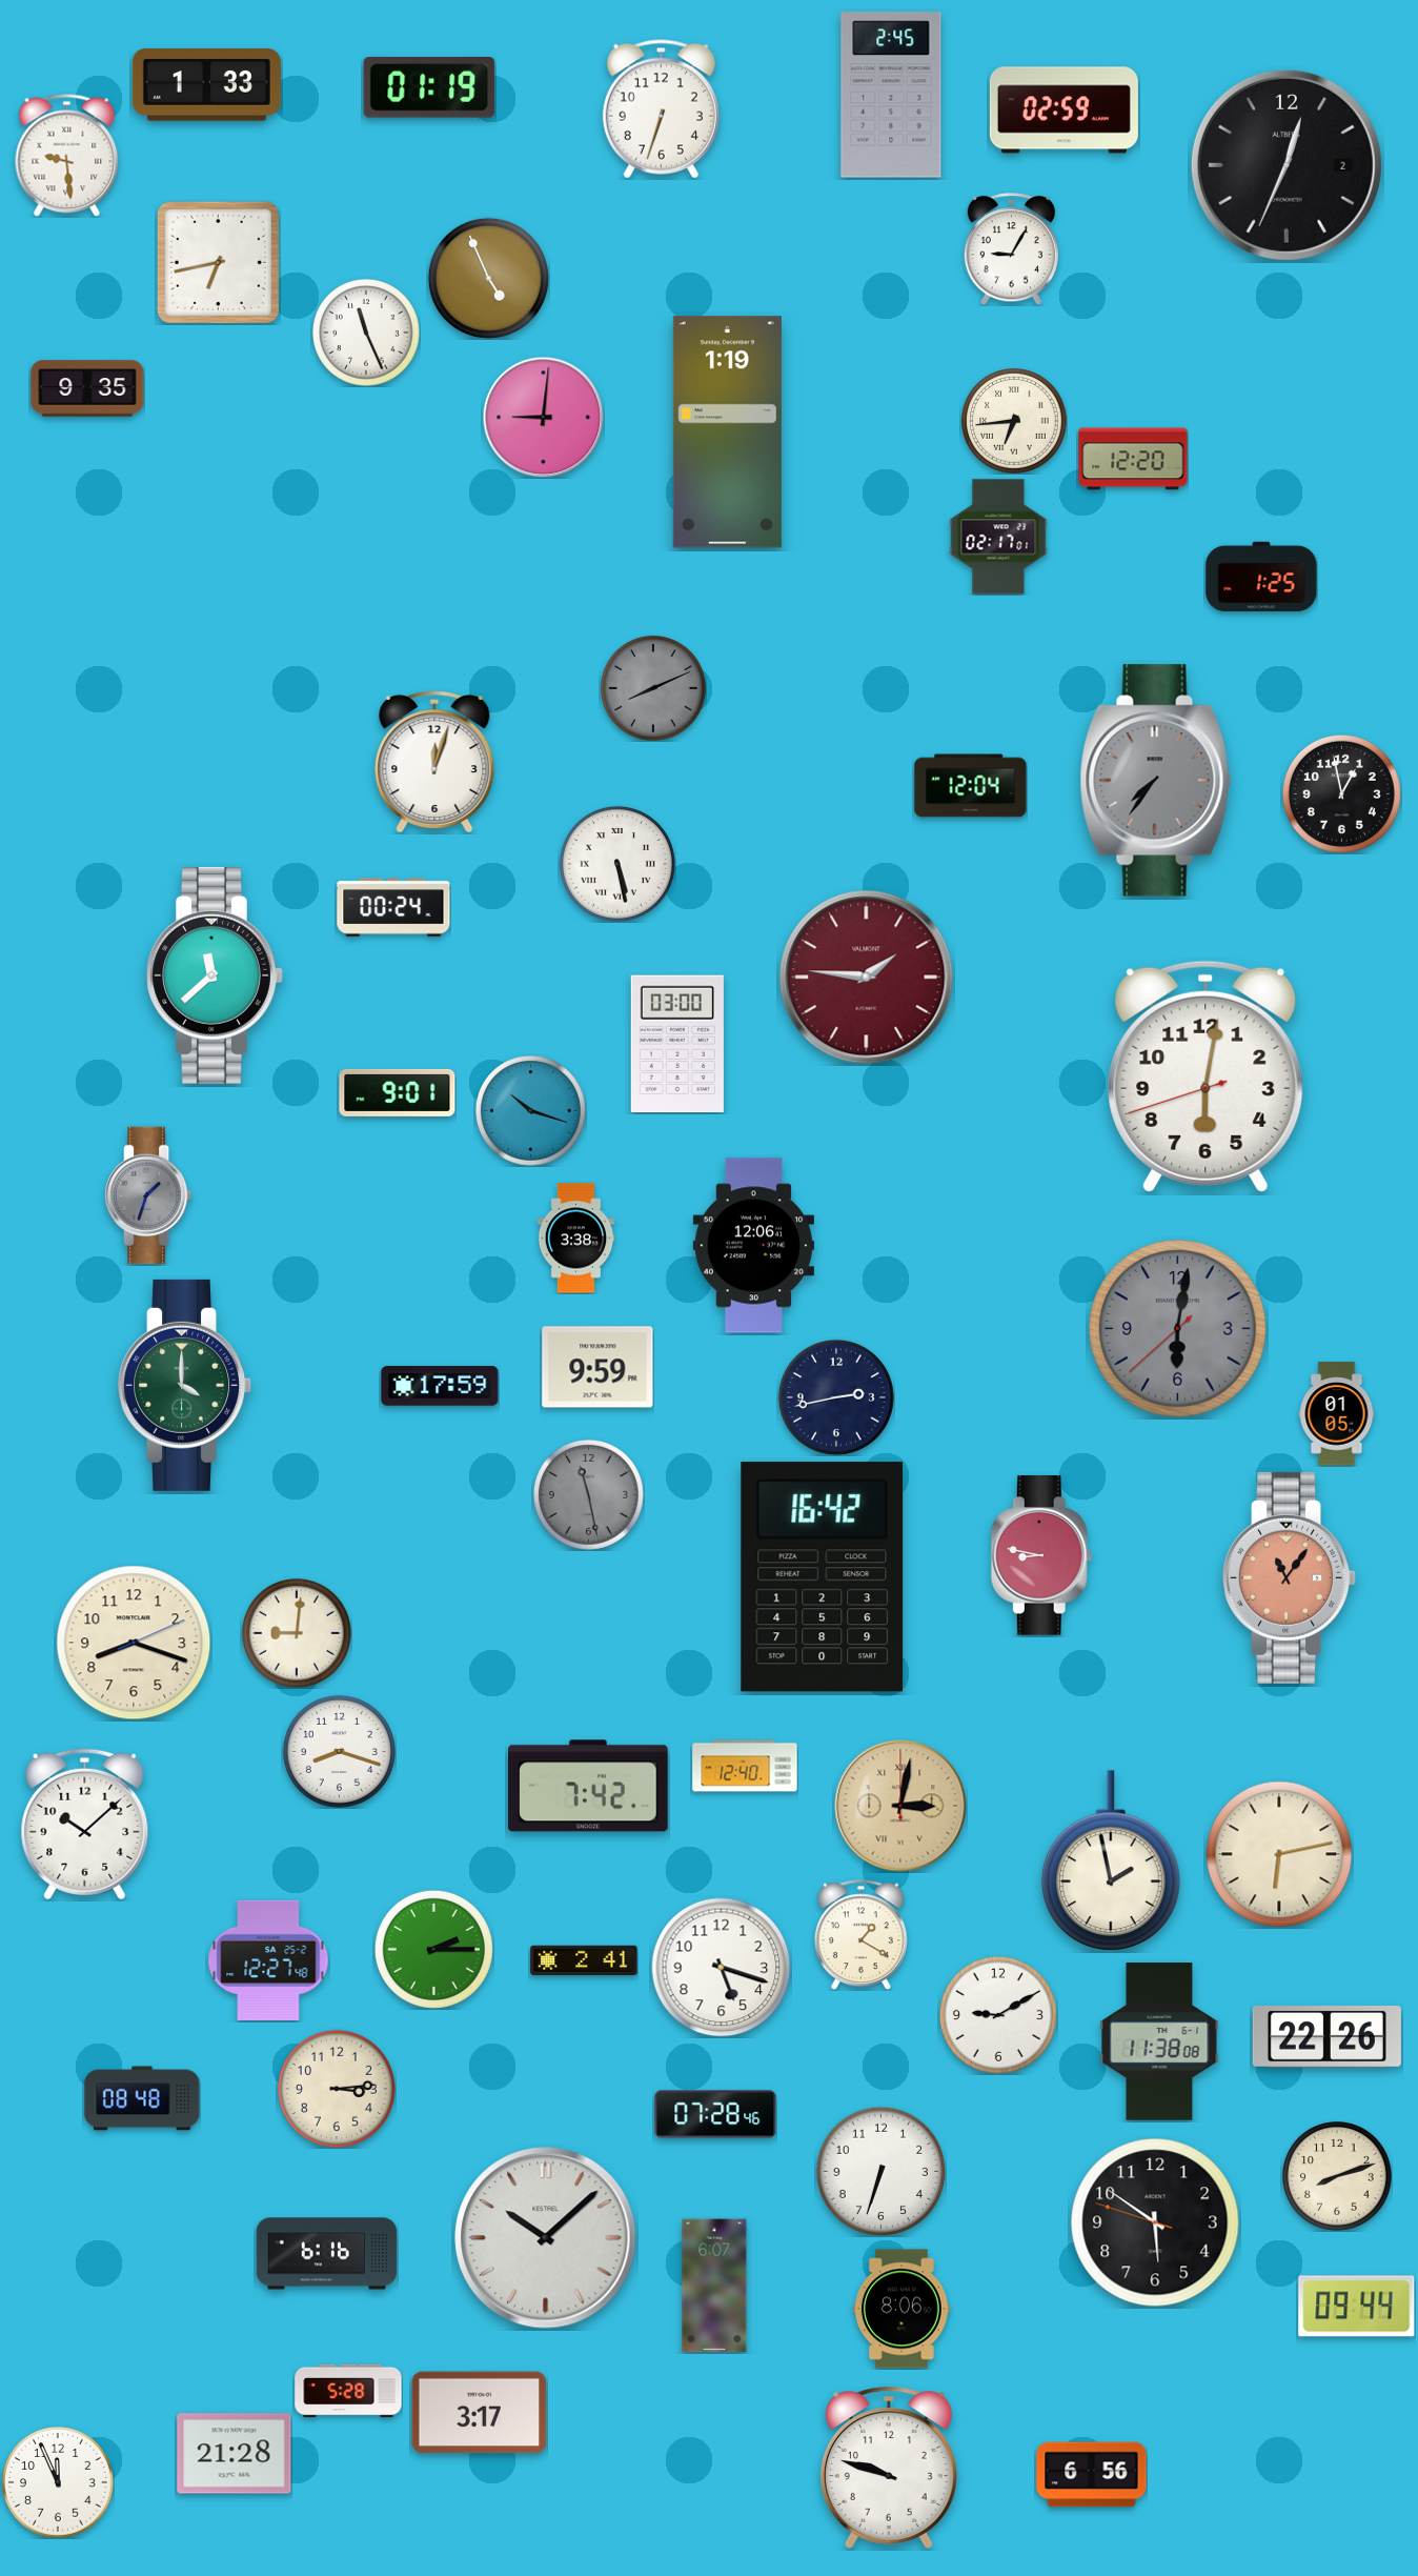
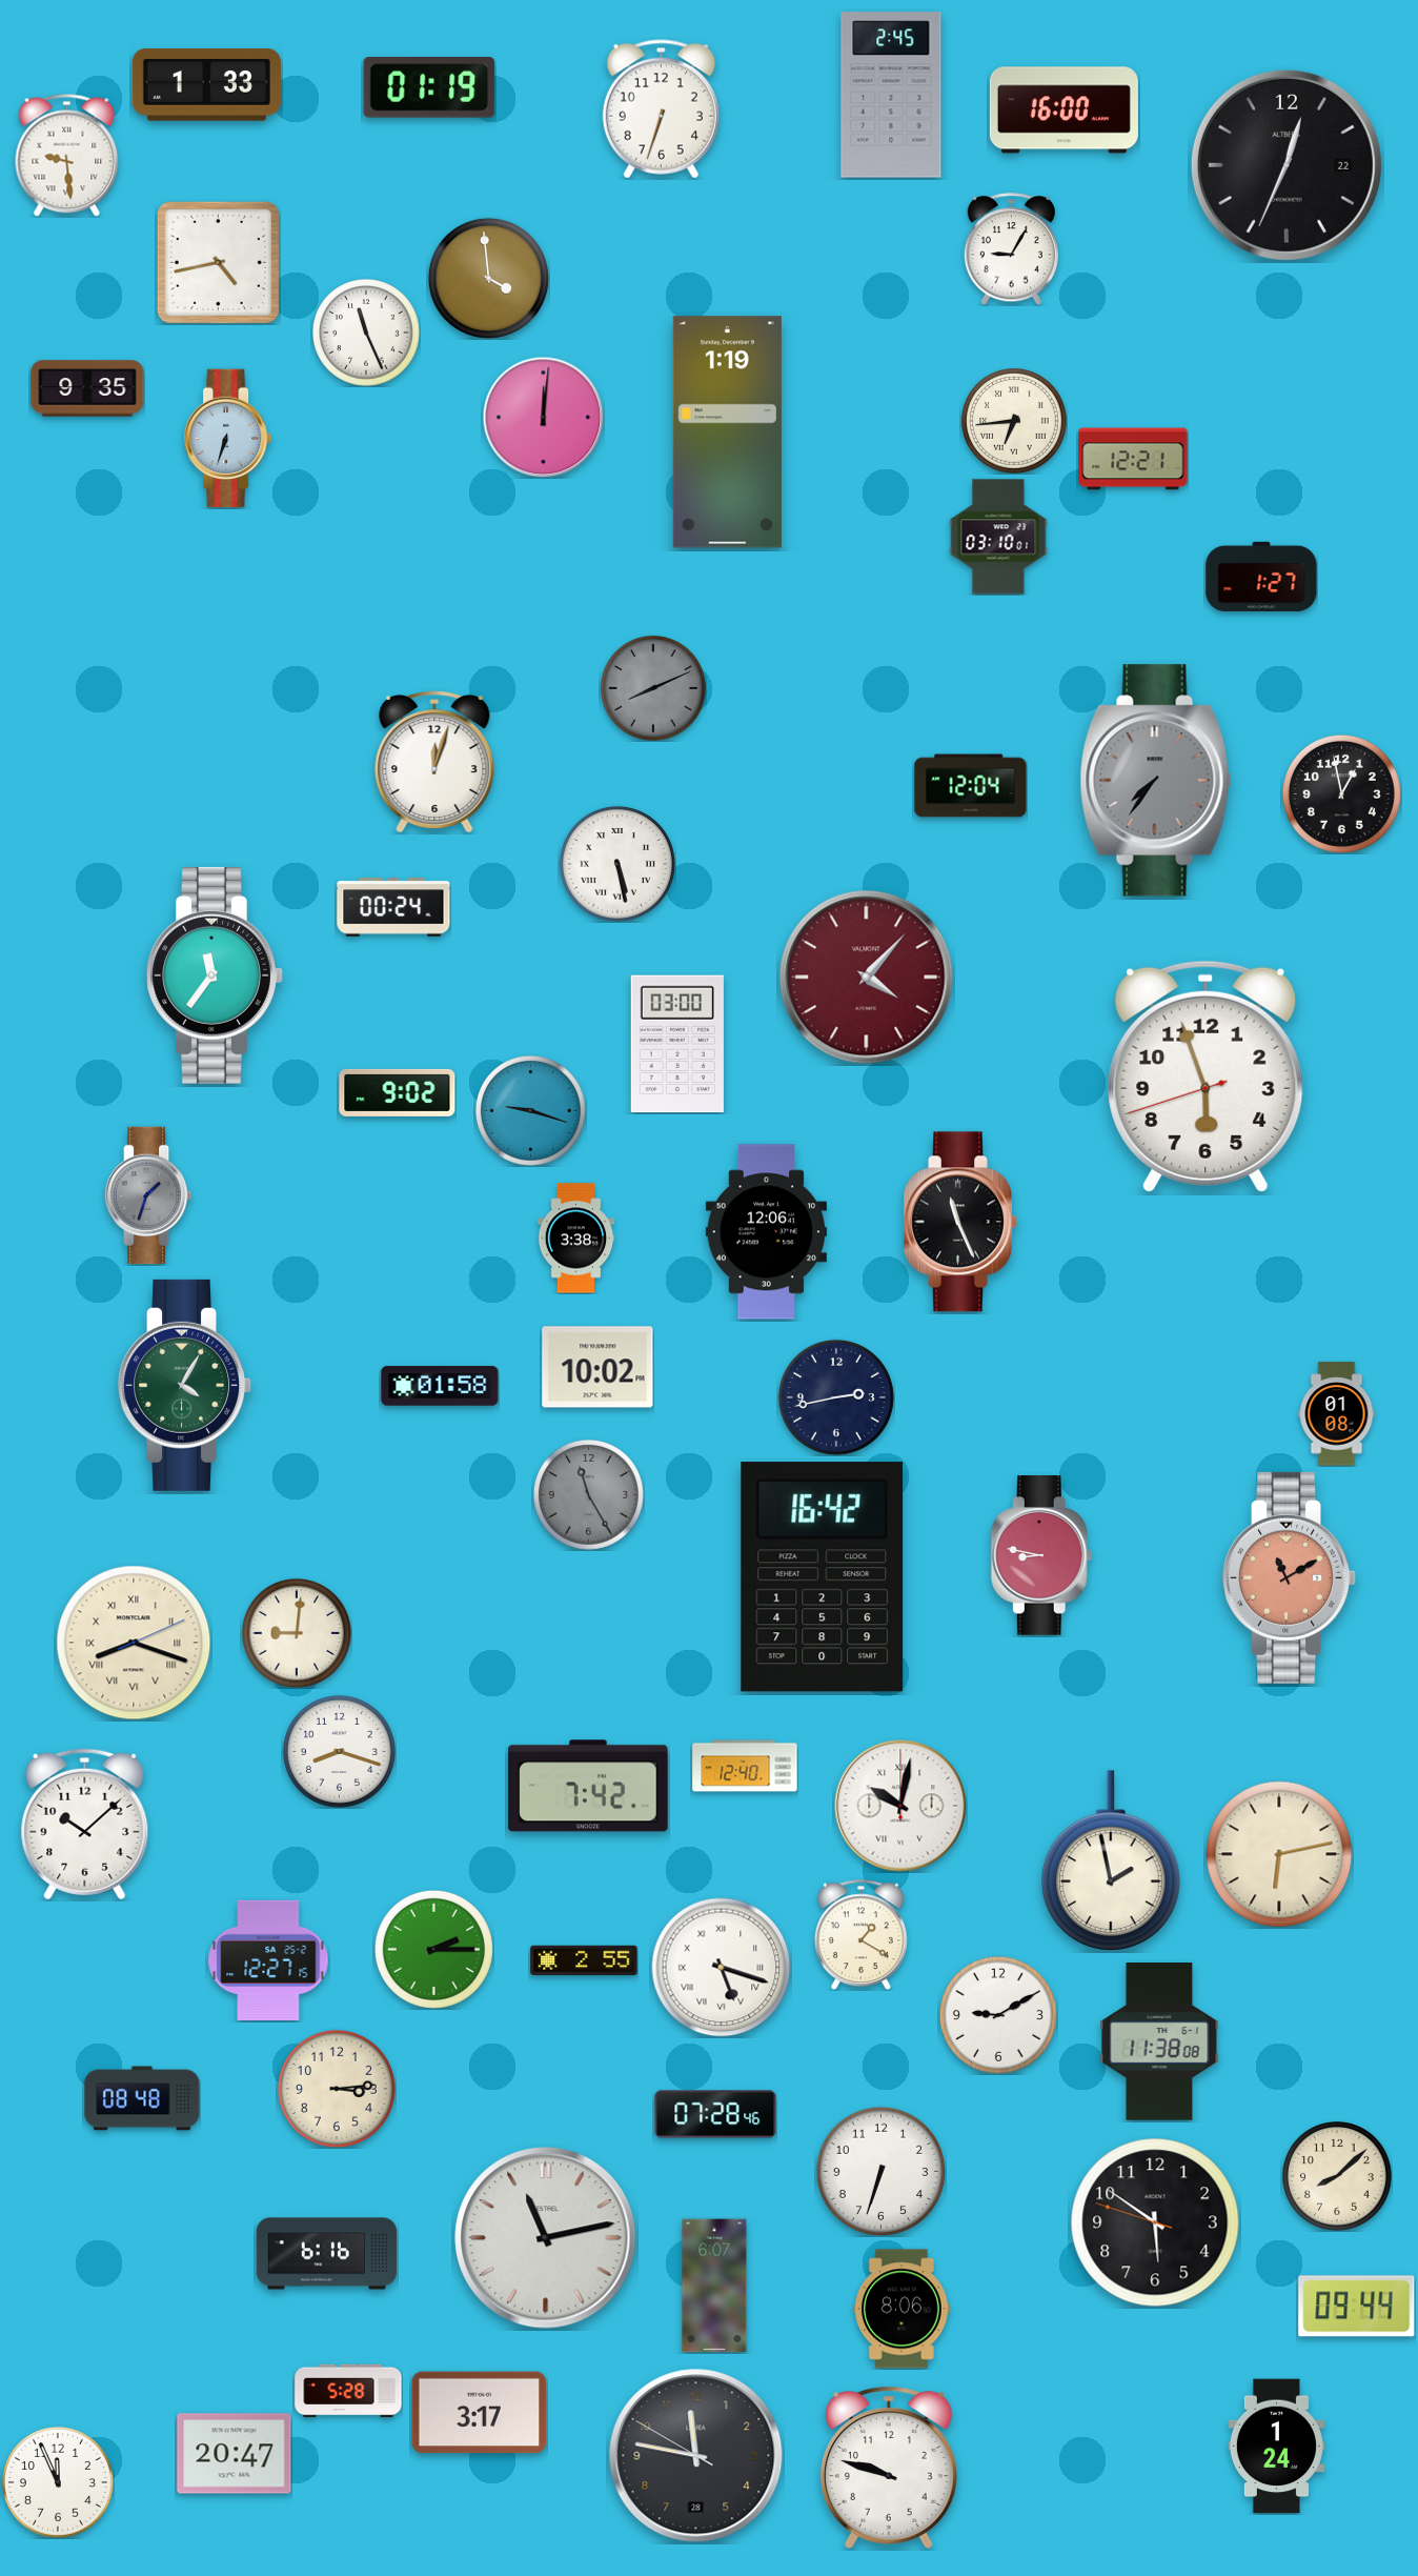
clock at (1063, 110): 02:59 -> 16:00
clock at (1287, 165) date: 2 -> 22
clock at (218, 262): 6:43 -> 4:43
clock at (488, 278): 4:56 -> 3:59
clock at (543, 417): 9:01 -> 12:01
clock at (228, 439): none -> 6:33
clock at (1133, 459): 12:20 -> 12:21
clock at (998, 537): 02:17 -> 03:10
clock at (1261, 577): 1:25 -> 1:27
clock at (215, 975): 11:38 -> 11:36
clock at (867, 978): 1:46 -> 4:07
clock at (1206, 1076): 6:01 -> 5:56
clock at (398, 1092): 9:01 -> 9:02
clock at (531, 1111): 10:18 -> 9:18
clock at (961, 1222): none -> 11:26
clock at (753, 1246) position: (753, 1246) -> (766, 1232)
clock at (1178, 1329): 6:01 -> none
clock at (597, 1367): 9:59 -> 10:02
clock at (185, 1385): 4:00 -> 4:05
clock at (440, 1386): 17:59 -> 01:58
clock at (1337, 1414): 01:05 -> 01:08
clock at (589, 1495): 11:28 -> 11:25
clock at (1290, 1577): 11:06 -> 11:10
clock at (134, 1643) numerals: Arabic -> Roman
clock at (900, 1806): 3:02 -> 10:02
clock at (900, 1806) dial: champagne -> white
clock at (268, 1960): 12:27:48 -> 12:27:15
clock at (584, 1960): 2:41 -> 2:55
clock at (722, 1968) numerals: Arabic -> Roman
clock at (1326, 2037): 22:26 -> none
clock at (1338, 2177): 8:12 -> 8:08
clock at (546, 2238): 10:08 -> 11:13
clock at (1276, 2447): none -> 1:24
clock at (235, 2454): 21:28 -> 20:47
clock at (696, 2456): none -> 11:46
clock at (1092, 2475): 6:56 -> none
